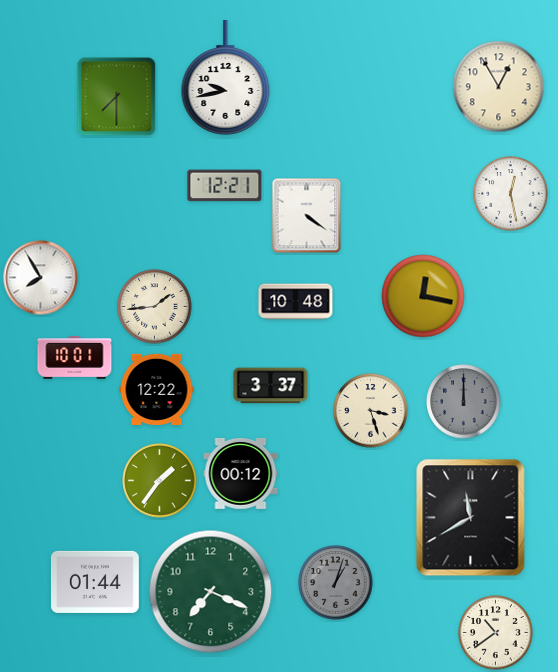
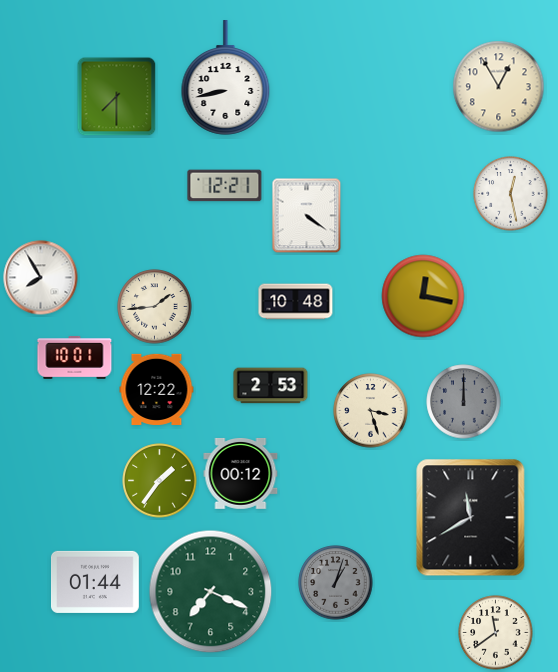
clock at (226, 78): 9:43 -> 8:43
clock at (271, 386): 3:37 -> 2:53
clock at (496, 633): 10:39 -> 11:39
